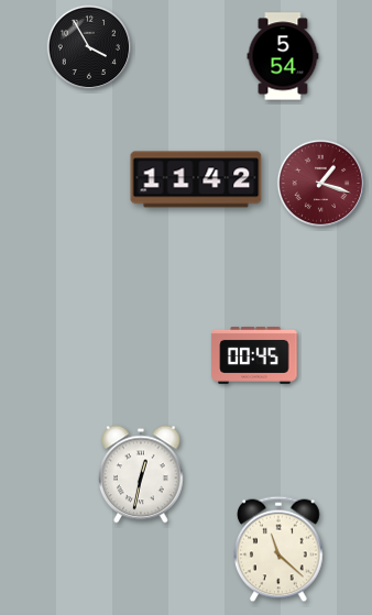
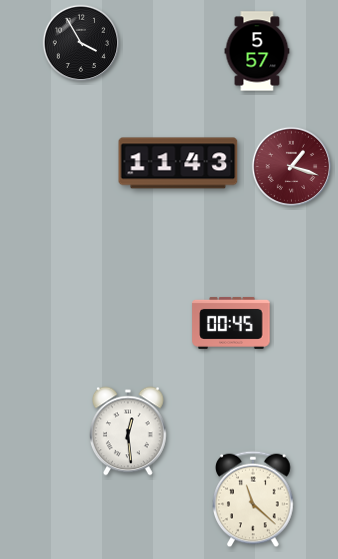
clock at (283, 56): 5:54 -> 5:57
clock at (196, 179): 11:42 -> 11:43
clock at (142, 474): 12:32 -> 12:29
